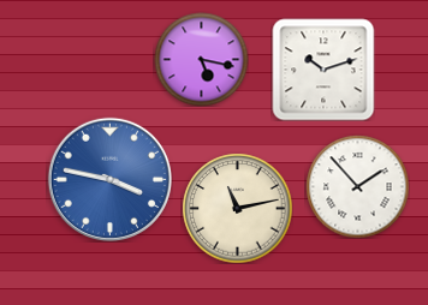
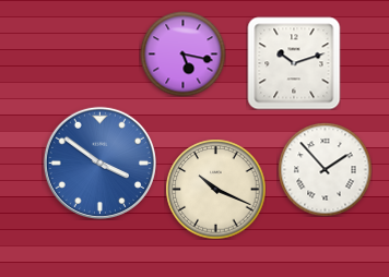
clock at (109, 179): 3:47 -> 3:51
clock at (237, 208): 11:13 -> 10:19
